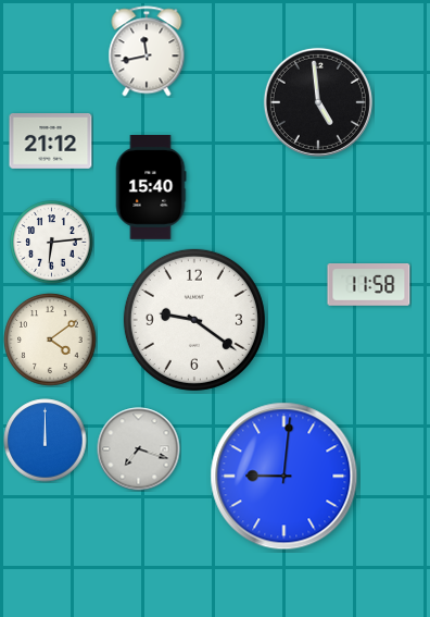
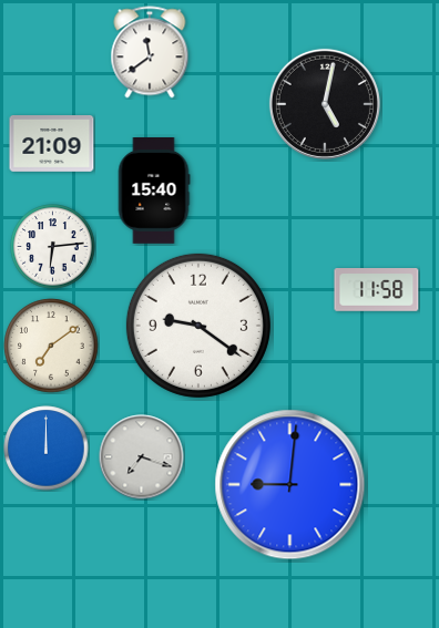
clock at (147, 51): 11:43 -> 11:39
clock at (318, 102): 4:59 -> 5:02
clock at (51, 141): 21:12 -> 21:09
clock at (50, 340): 4:09 -> 7:09
